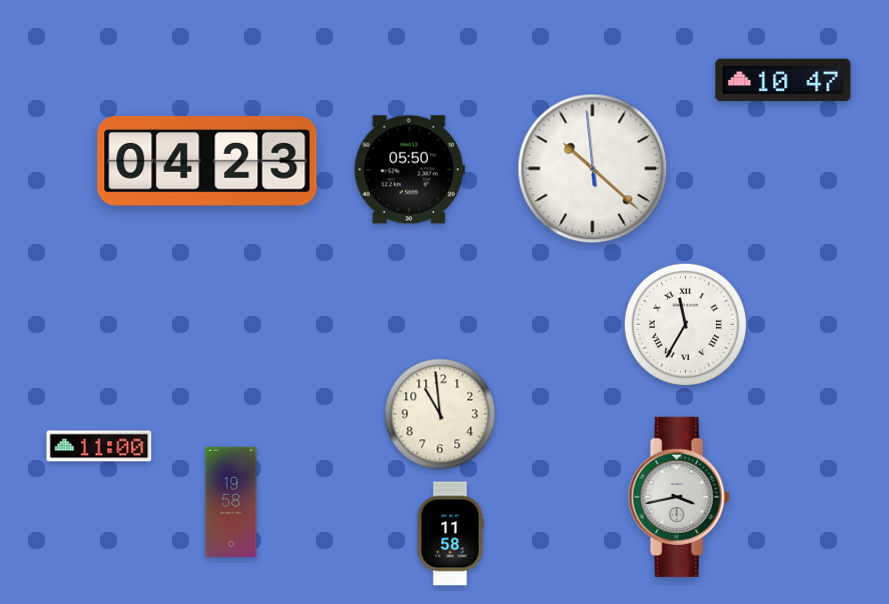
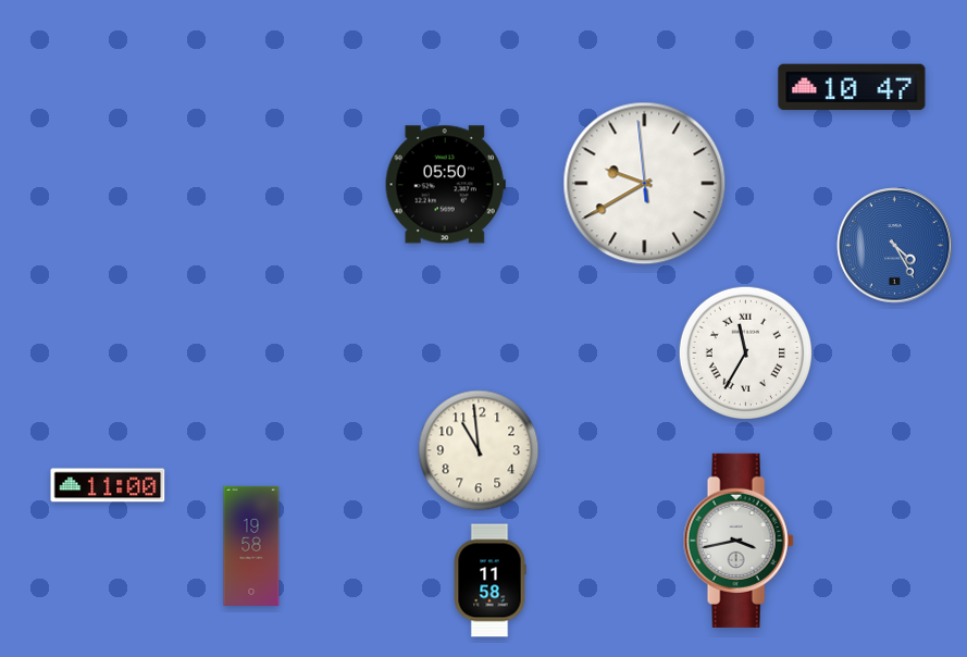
clock at (207, 161): 04:23 -> none
clock at (593, 169): 10:21 -> 9:39
clock at (895, 246): none -> 4:25
